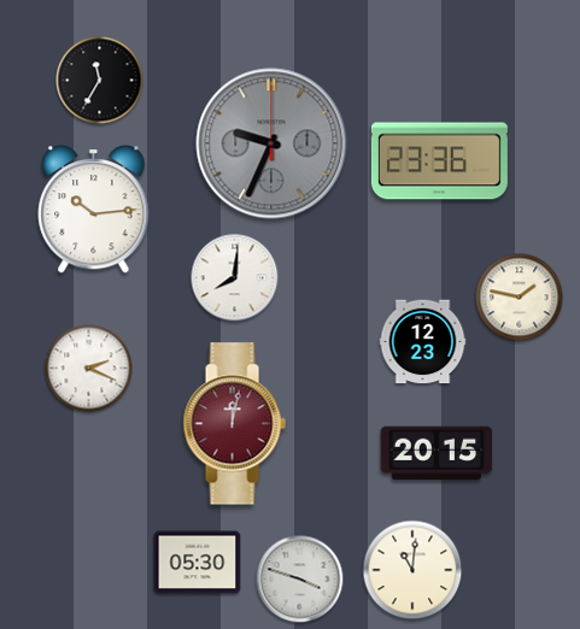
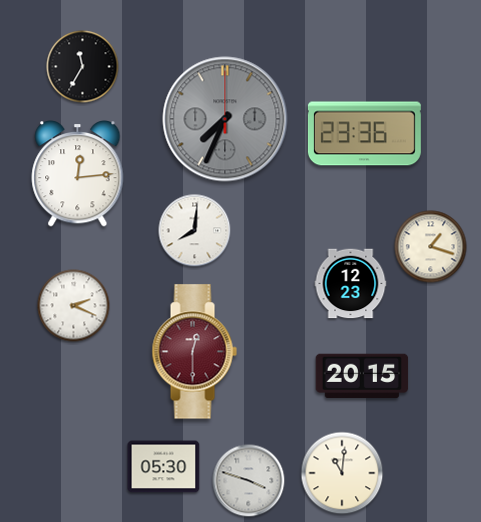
clock at (271, 143): 9:34 -> 7:34
clock at (94, 210): 10:14 -> 12:14
clock at (520, 298): 1:47 -> 1:18
clock at (234, 424): 12:02 -> 12:30
